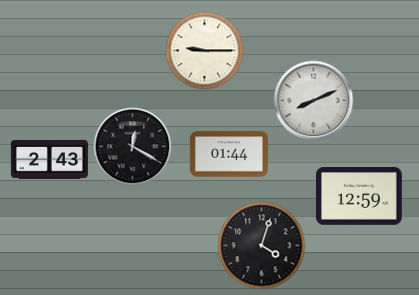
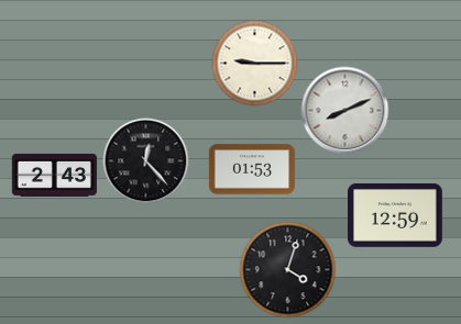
clock at (204, 50) position: (204, 50) -> (254, 63)
clock at (132, 146): 12:20 -> 12:23
clock at (229, 154): 01:44 -> 01:53
